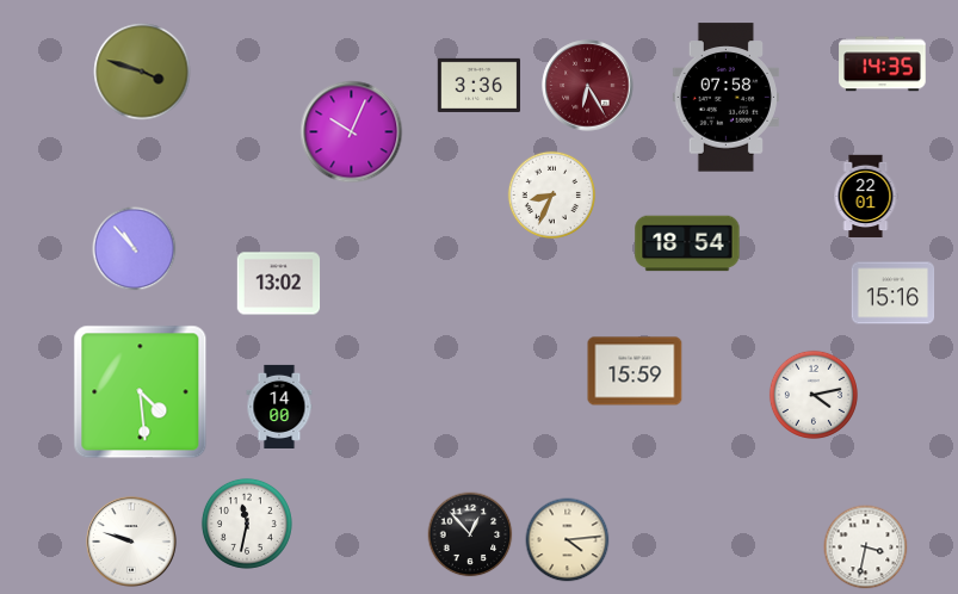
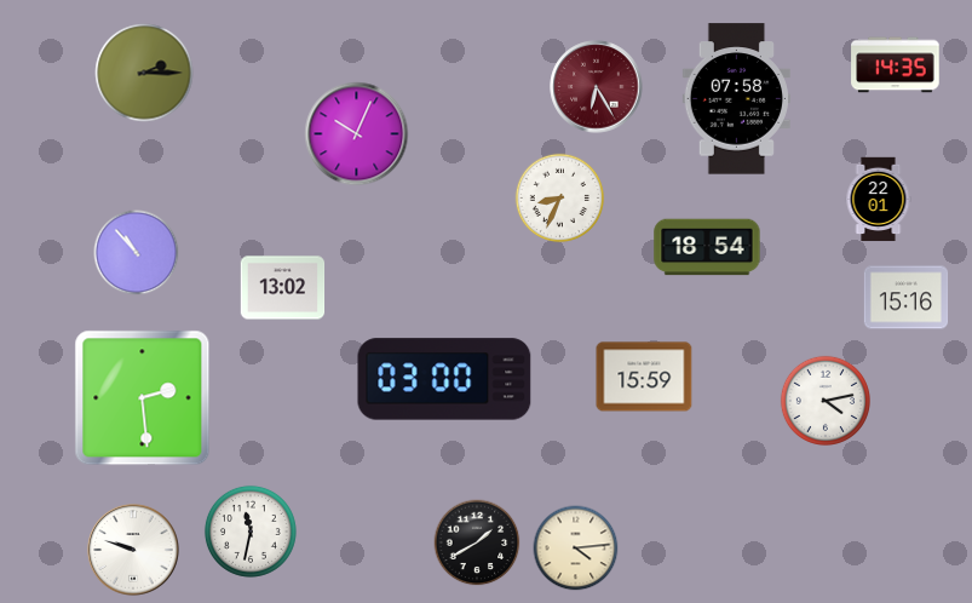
clock at (142, 72): 3:48 -> 2:15
clock at (480, 85): 3:36 -> none
clock at (687, 243) position: (687, 243) -> (707, 247)
clock at (444, 379): none -> 03:00
clock at (141, 392): 4:29 -> 2:29
clock at (279, 407): 14:00 -> none
clock at (470, 534): 12:53 -> 1:40
clock at (866, 547): 3:32 -> none
